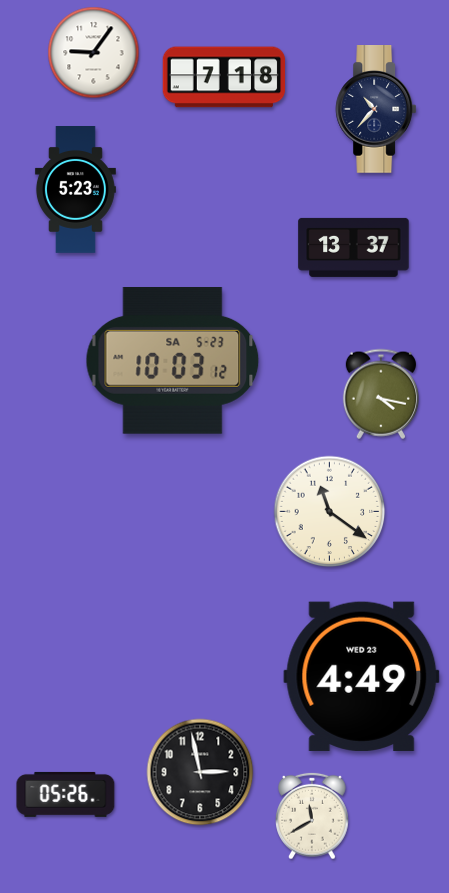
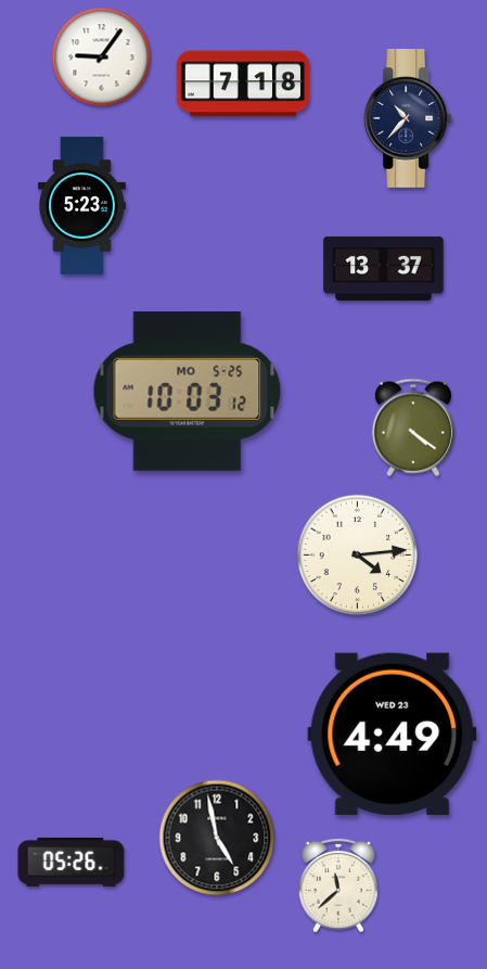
clock at (173, 361) date: SA 5-23 -> MO 5-25
clock at (381, 394): 4:17 -> 4:21
clock at (330, 512): 11:21 -> 4:14
clock at (200, 772): 2:58 -> 4:58
clock at (312, 816): 11:40 -> 11:38
